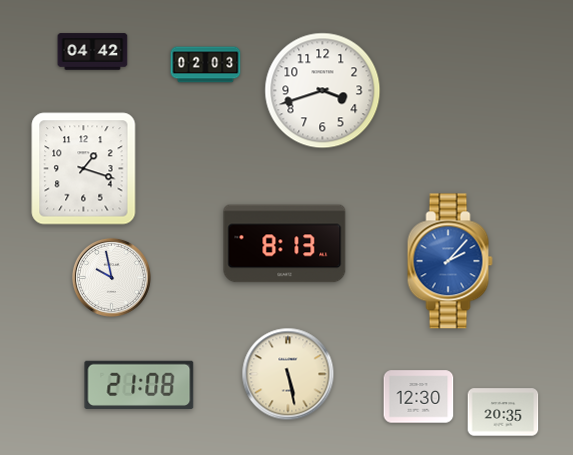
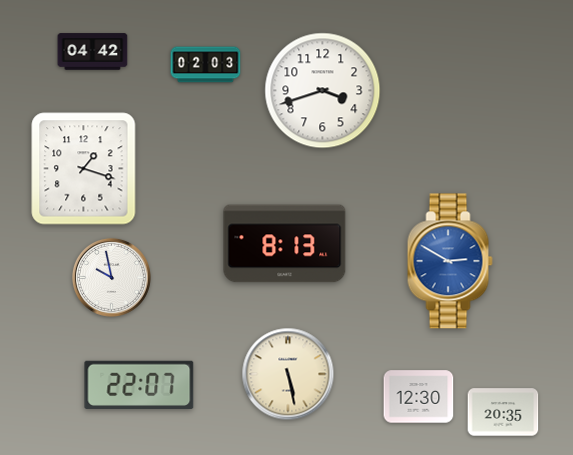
clock at (450, 261): 2:07 -> 2:50
clock at (139, 385): 21:08 -> 22:07
